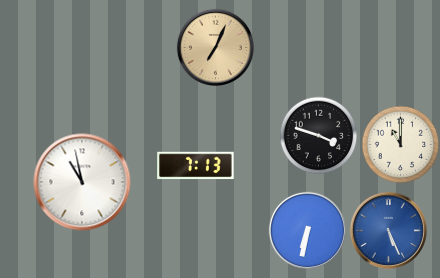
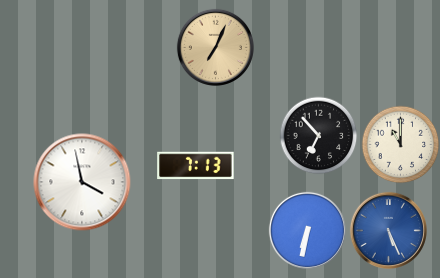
clock at (318, 135): 3:48 -> 6:53
clock at (82, 182): 10:58 -> 3:58
